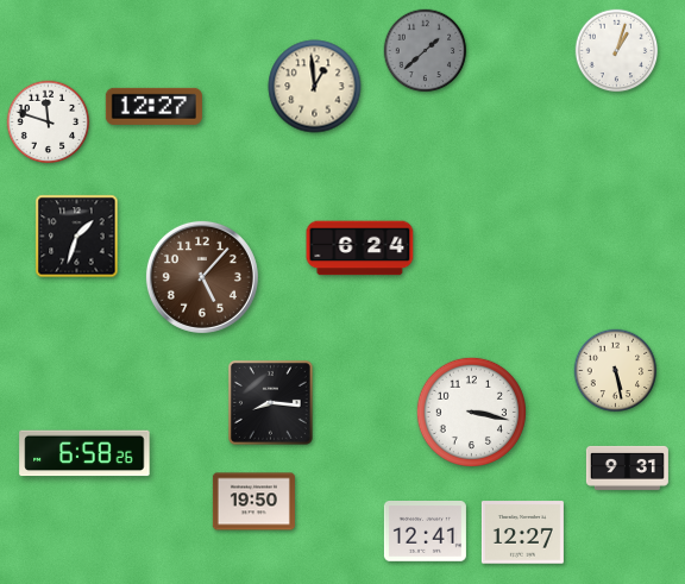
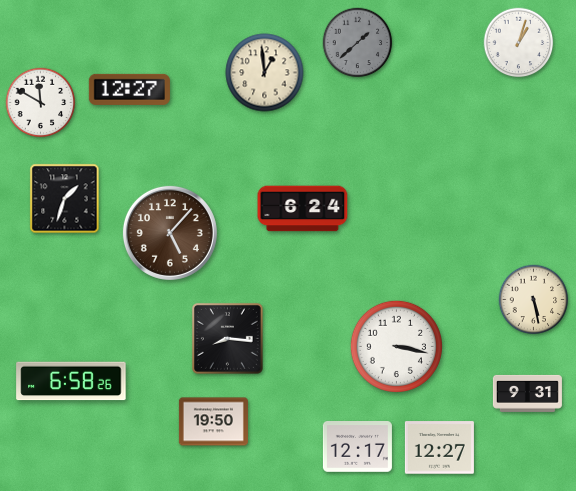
clock at (49, 123): 11:48 -> 11:50
clock at (616, 371) position: (616, 371) -> (534, 300)
clock at (425, 532): 12:41 -> 12:17
